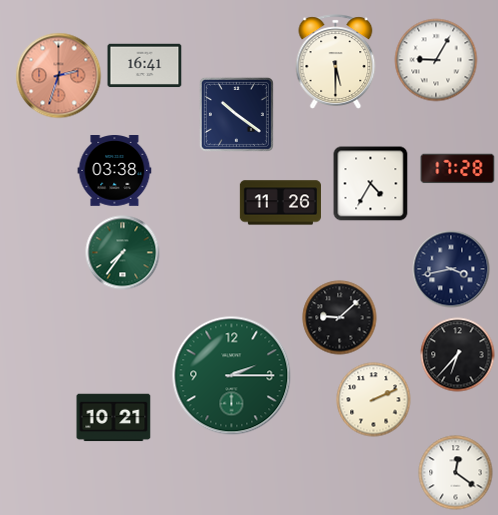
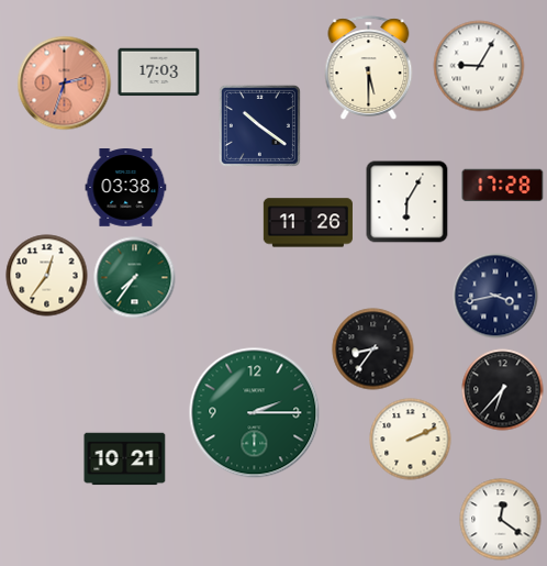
clock at (145, 66): 16:41 -> 17:03
clock at (371, 184): 4:35 -> 6:05
clock at (47, 276): none -> 12:36
clock at (340, 318): 9:08 -> 8:36
